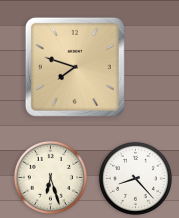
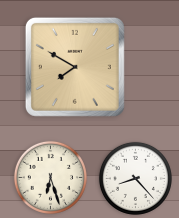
clock at (75, 67): 7:48 -> 7:50
